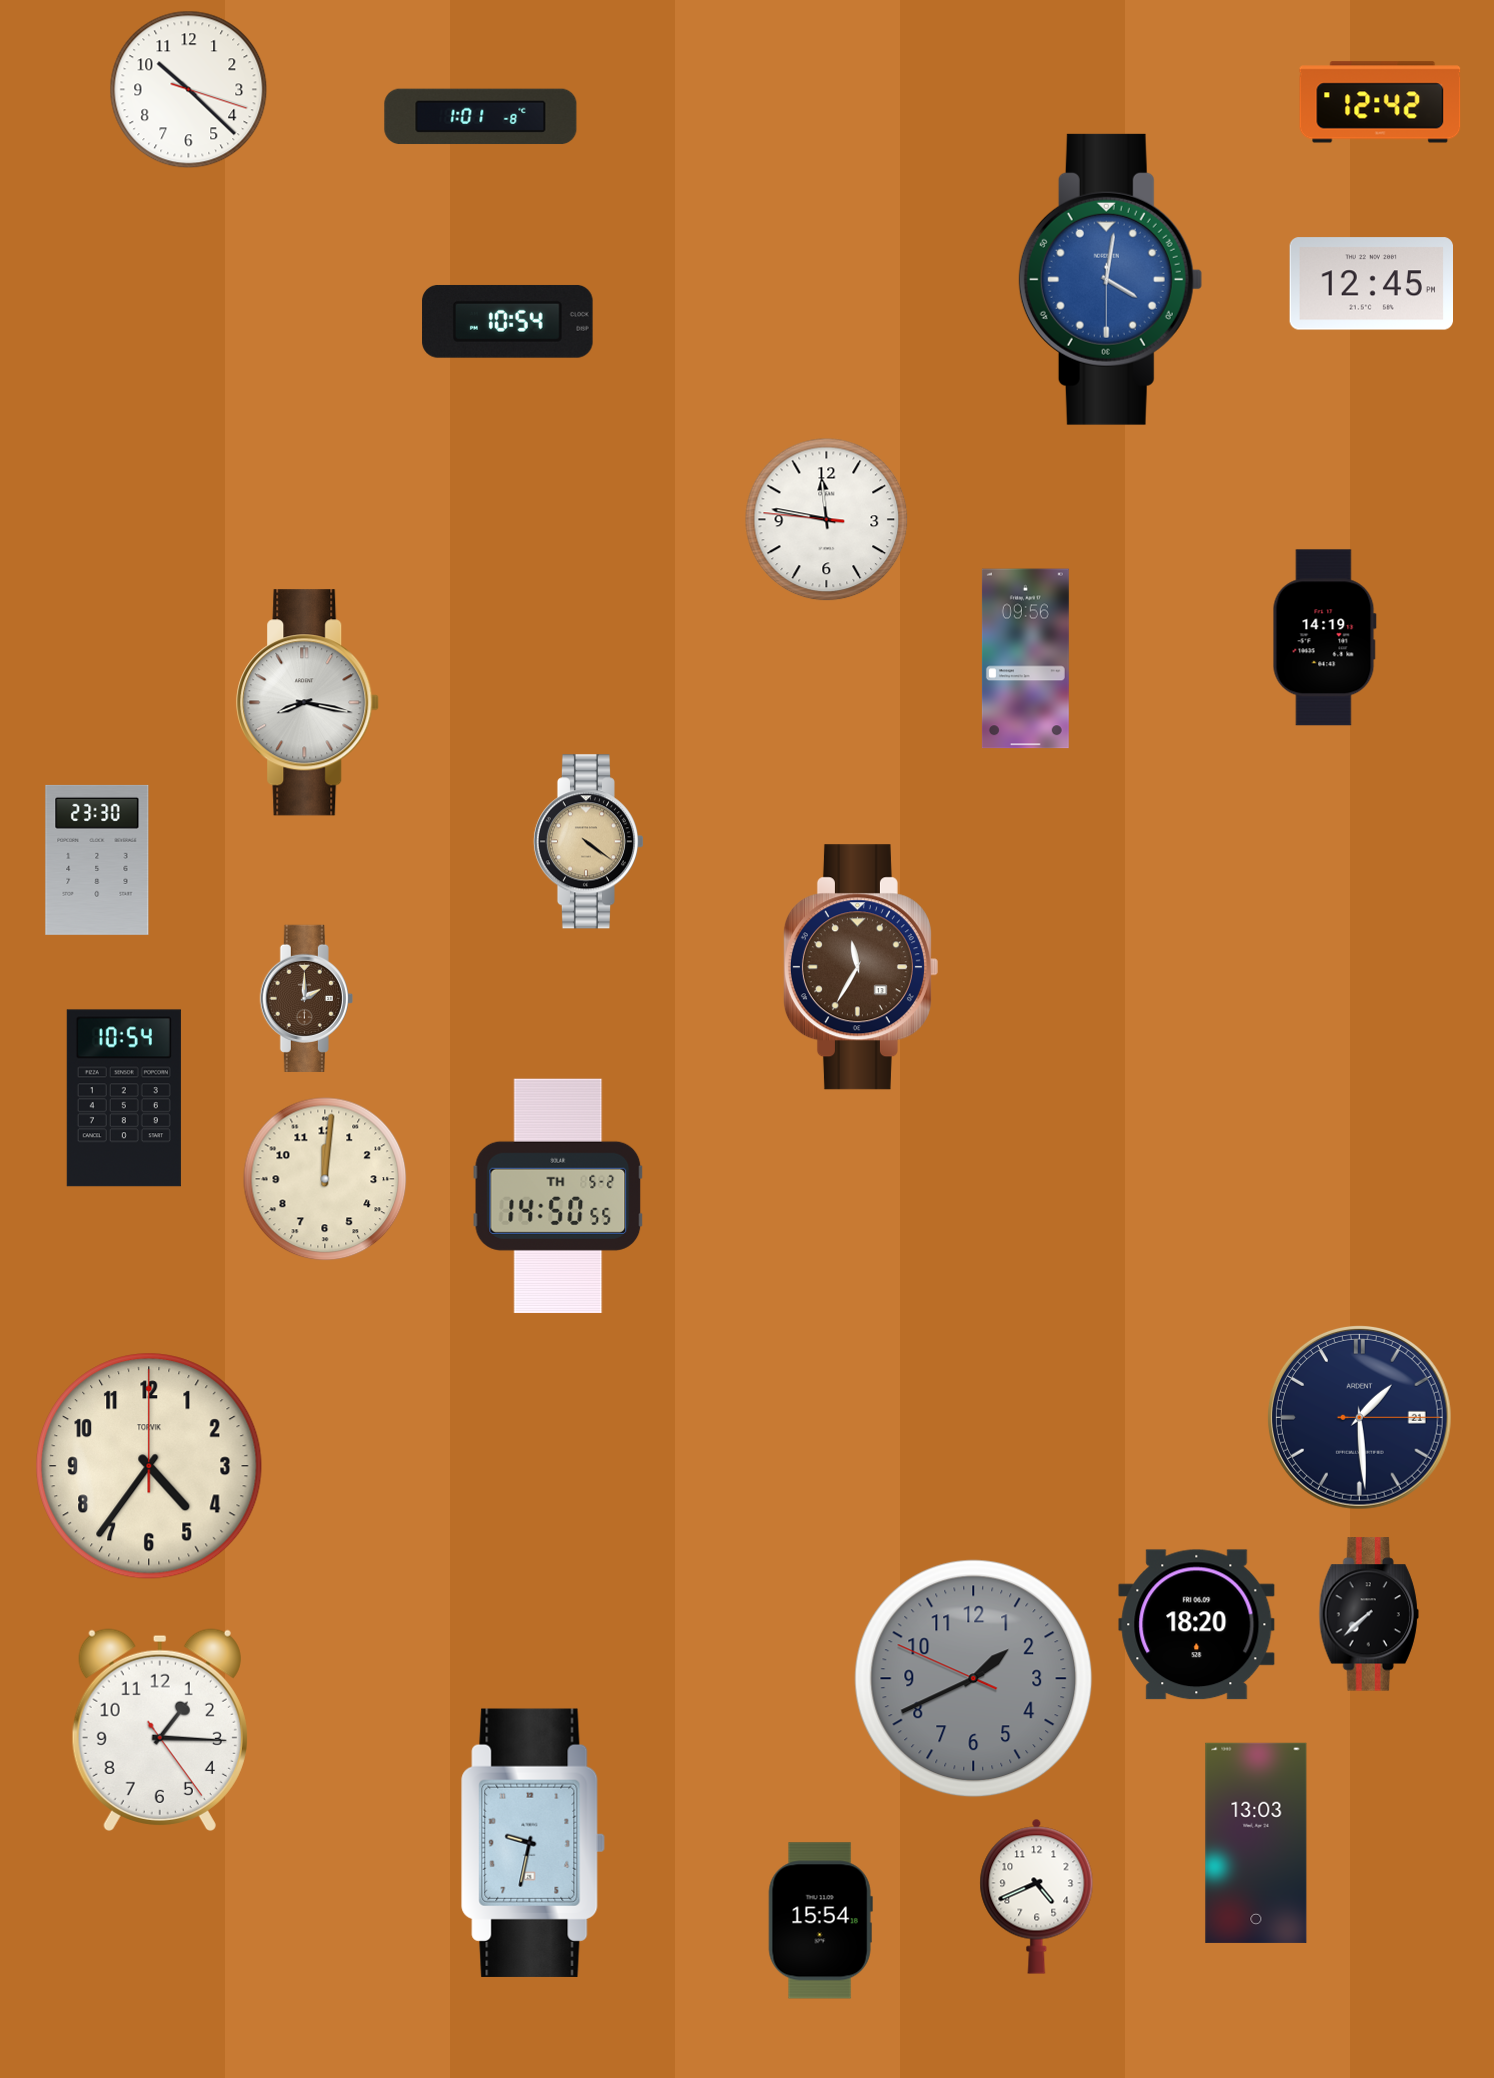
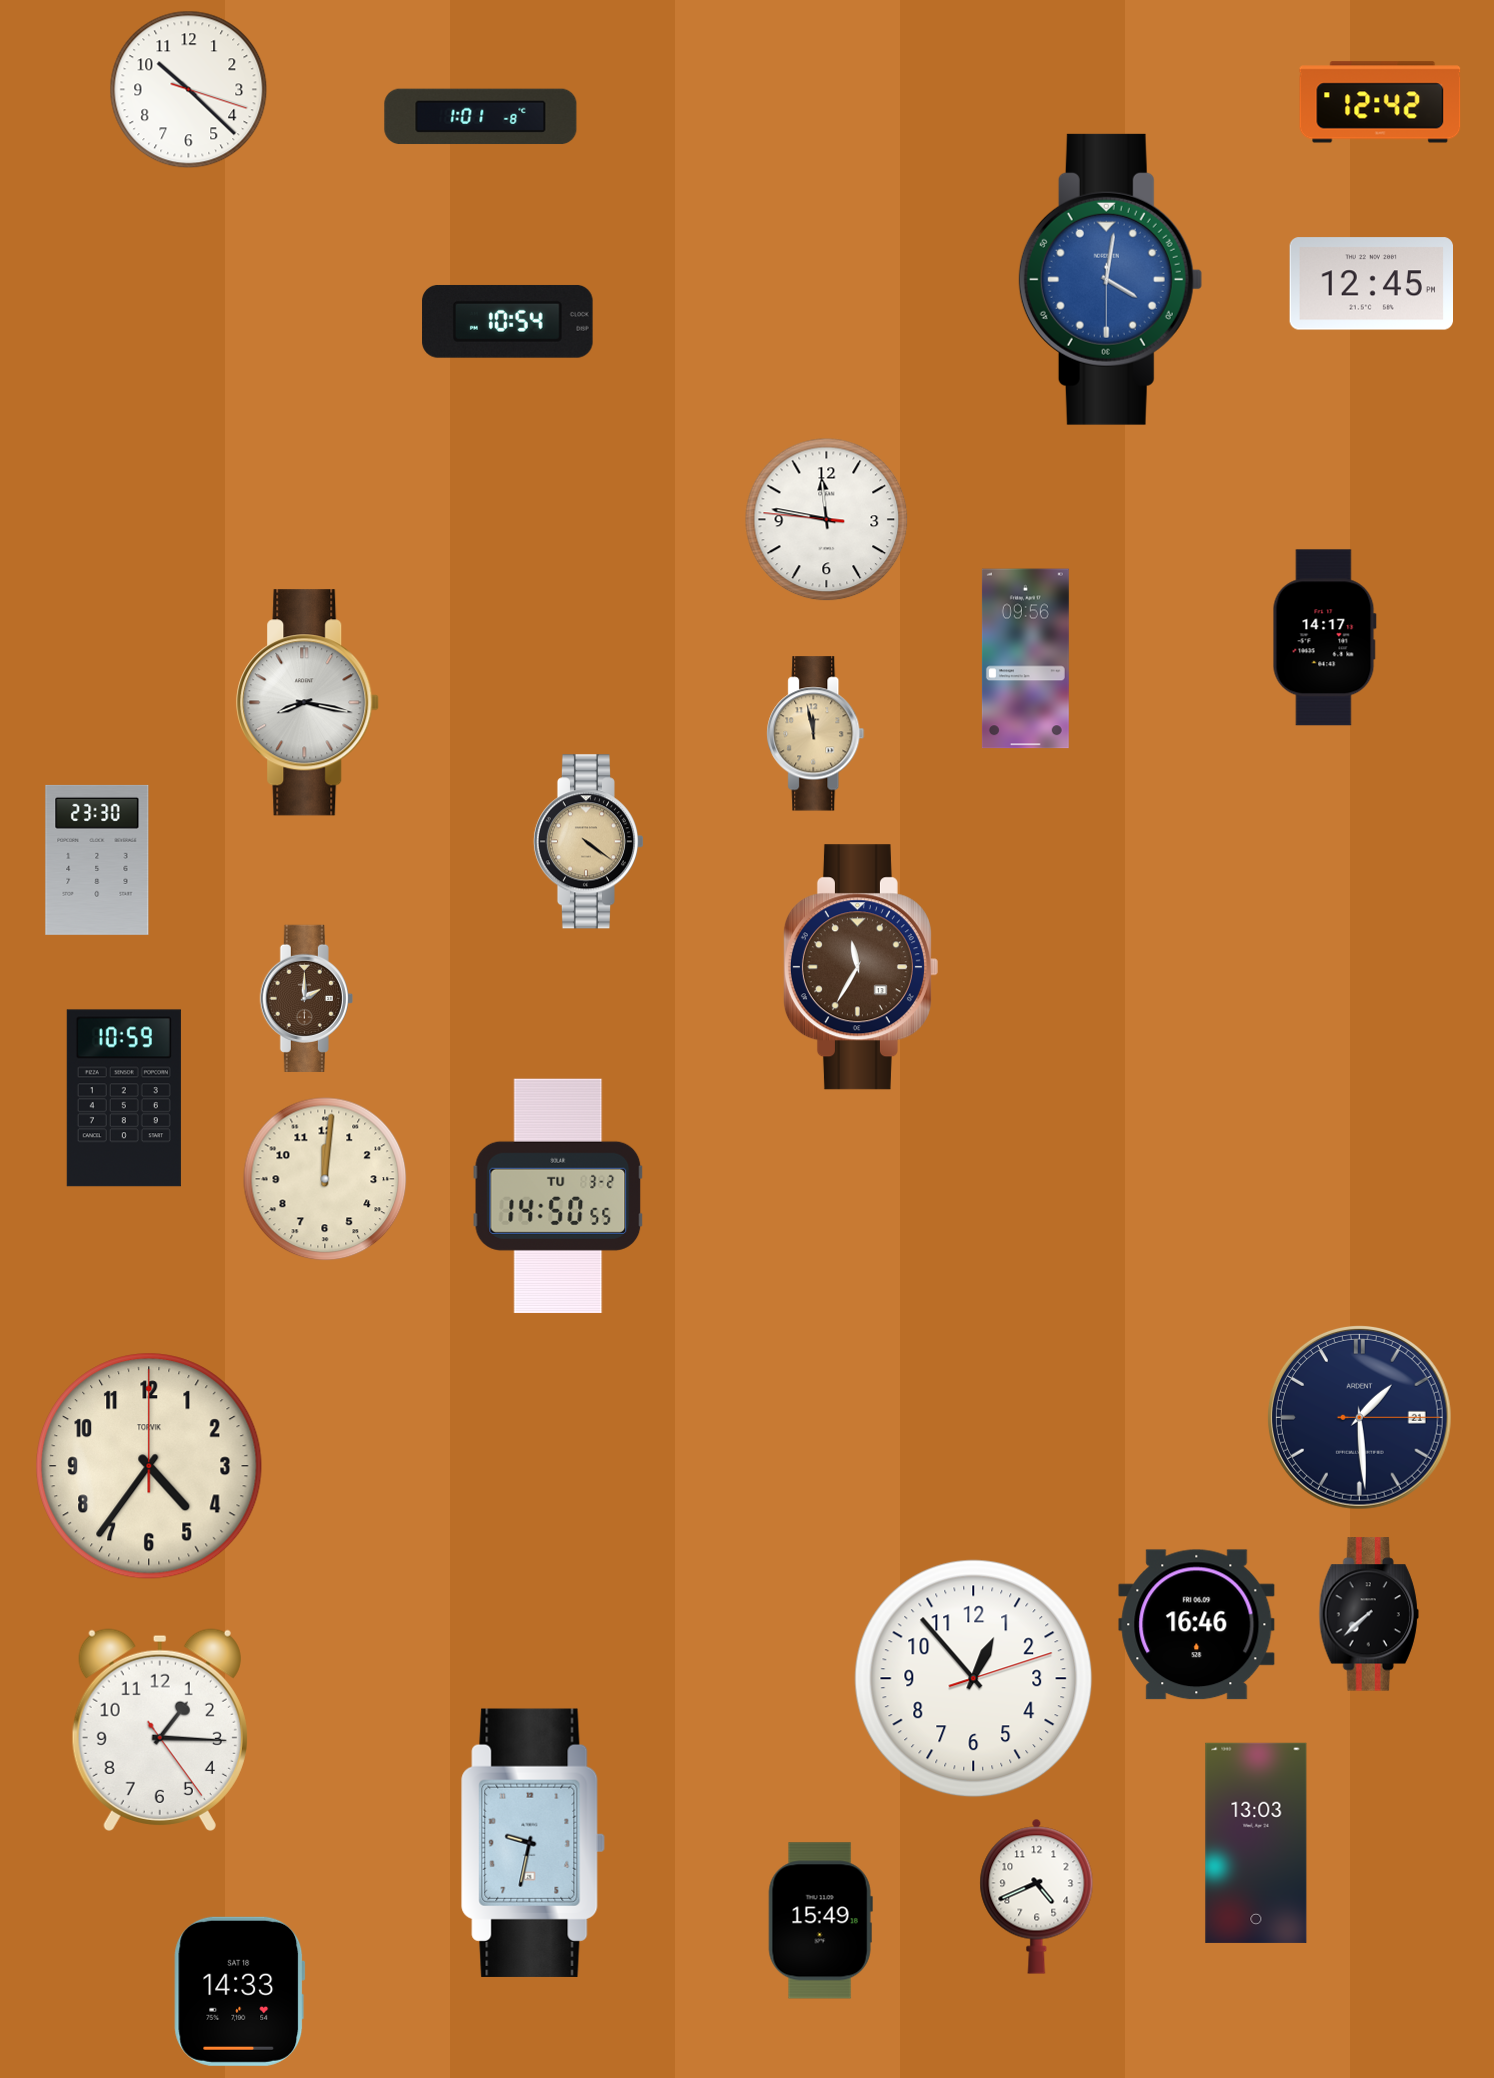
clock at (1324, 638): 14:19 -> 14:17
clock at (816, 734): none -> 11:58
clock at (124, 1098): 10:54 -> 10:59
clock at (558, 1196) date: TH 5-2 -> TU 3-2
clock at (1197, 1625): 18:20 -> 16:46
clock at (974, 1679): 1:40 -> 12:53
clock at (974, 1679) dial: grey -> white
clock at (820, 1921): 15:54 -> 15:49
clock at (240, 1991): none -> 14:33
